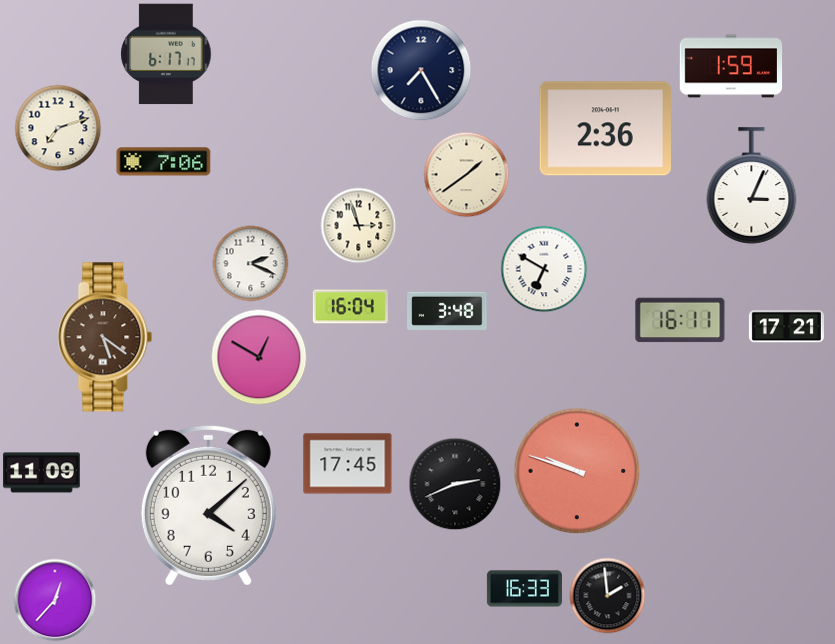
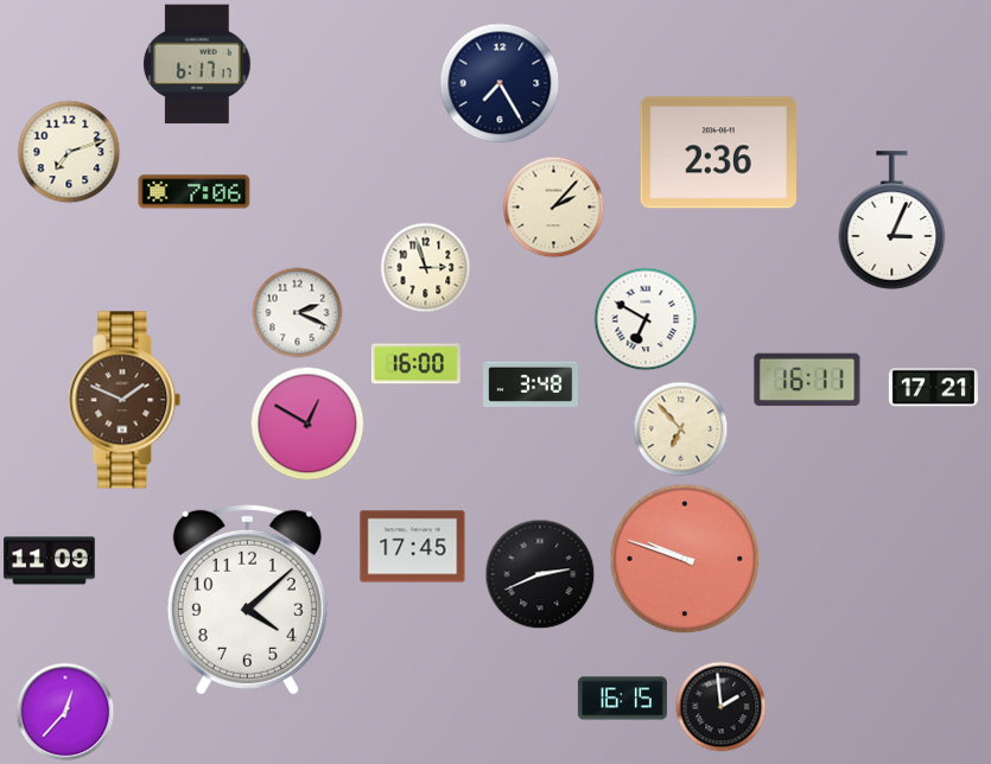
clock at (731, 66): 1:59 -> none
clock at (467, 175): 1:39 -> 2:07
clock at (350, 307): 16:04 -> 16:00
clock at (447, 310) position: (447, 310) -> (531, 383)
clock at (105, 337): 5:21 -> 1:49
clock at (681, 429): none -> 6:53
clock at (348, 464) position: (348, 464) -> (413, 547)
clock at (524, 589): 16:33 -> 16:15
